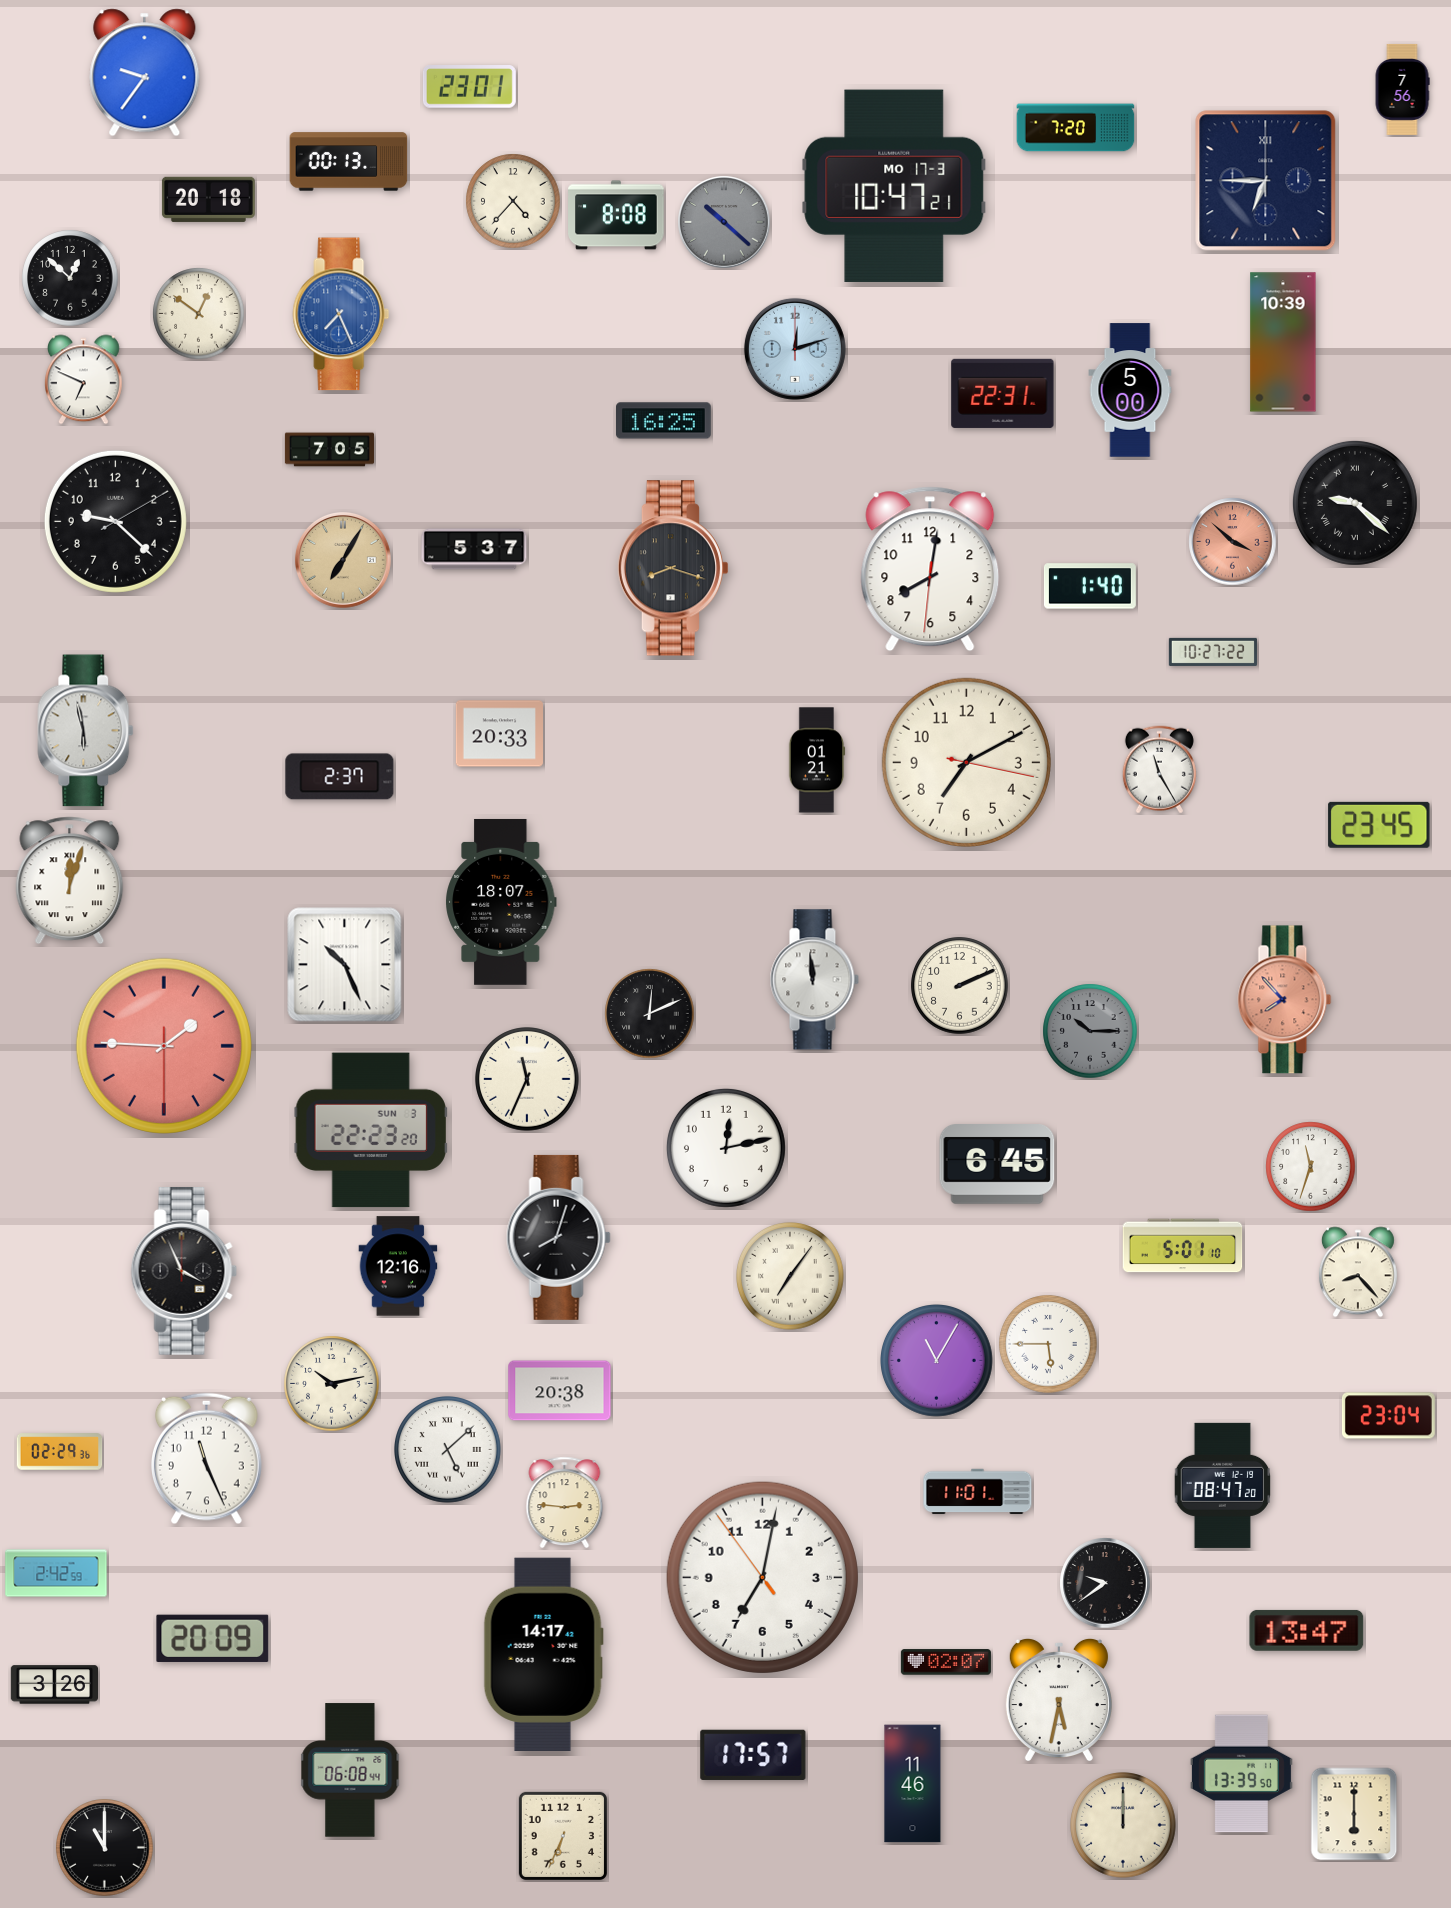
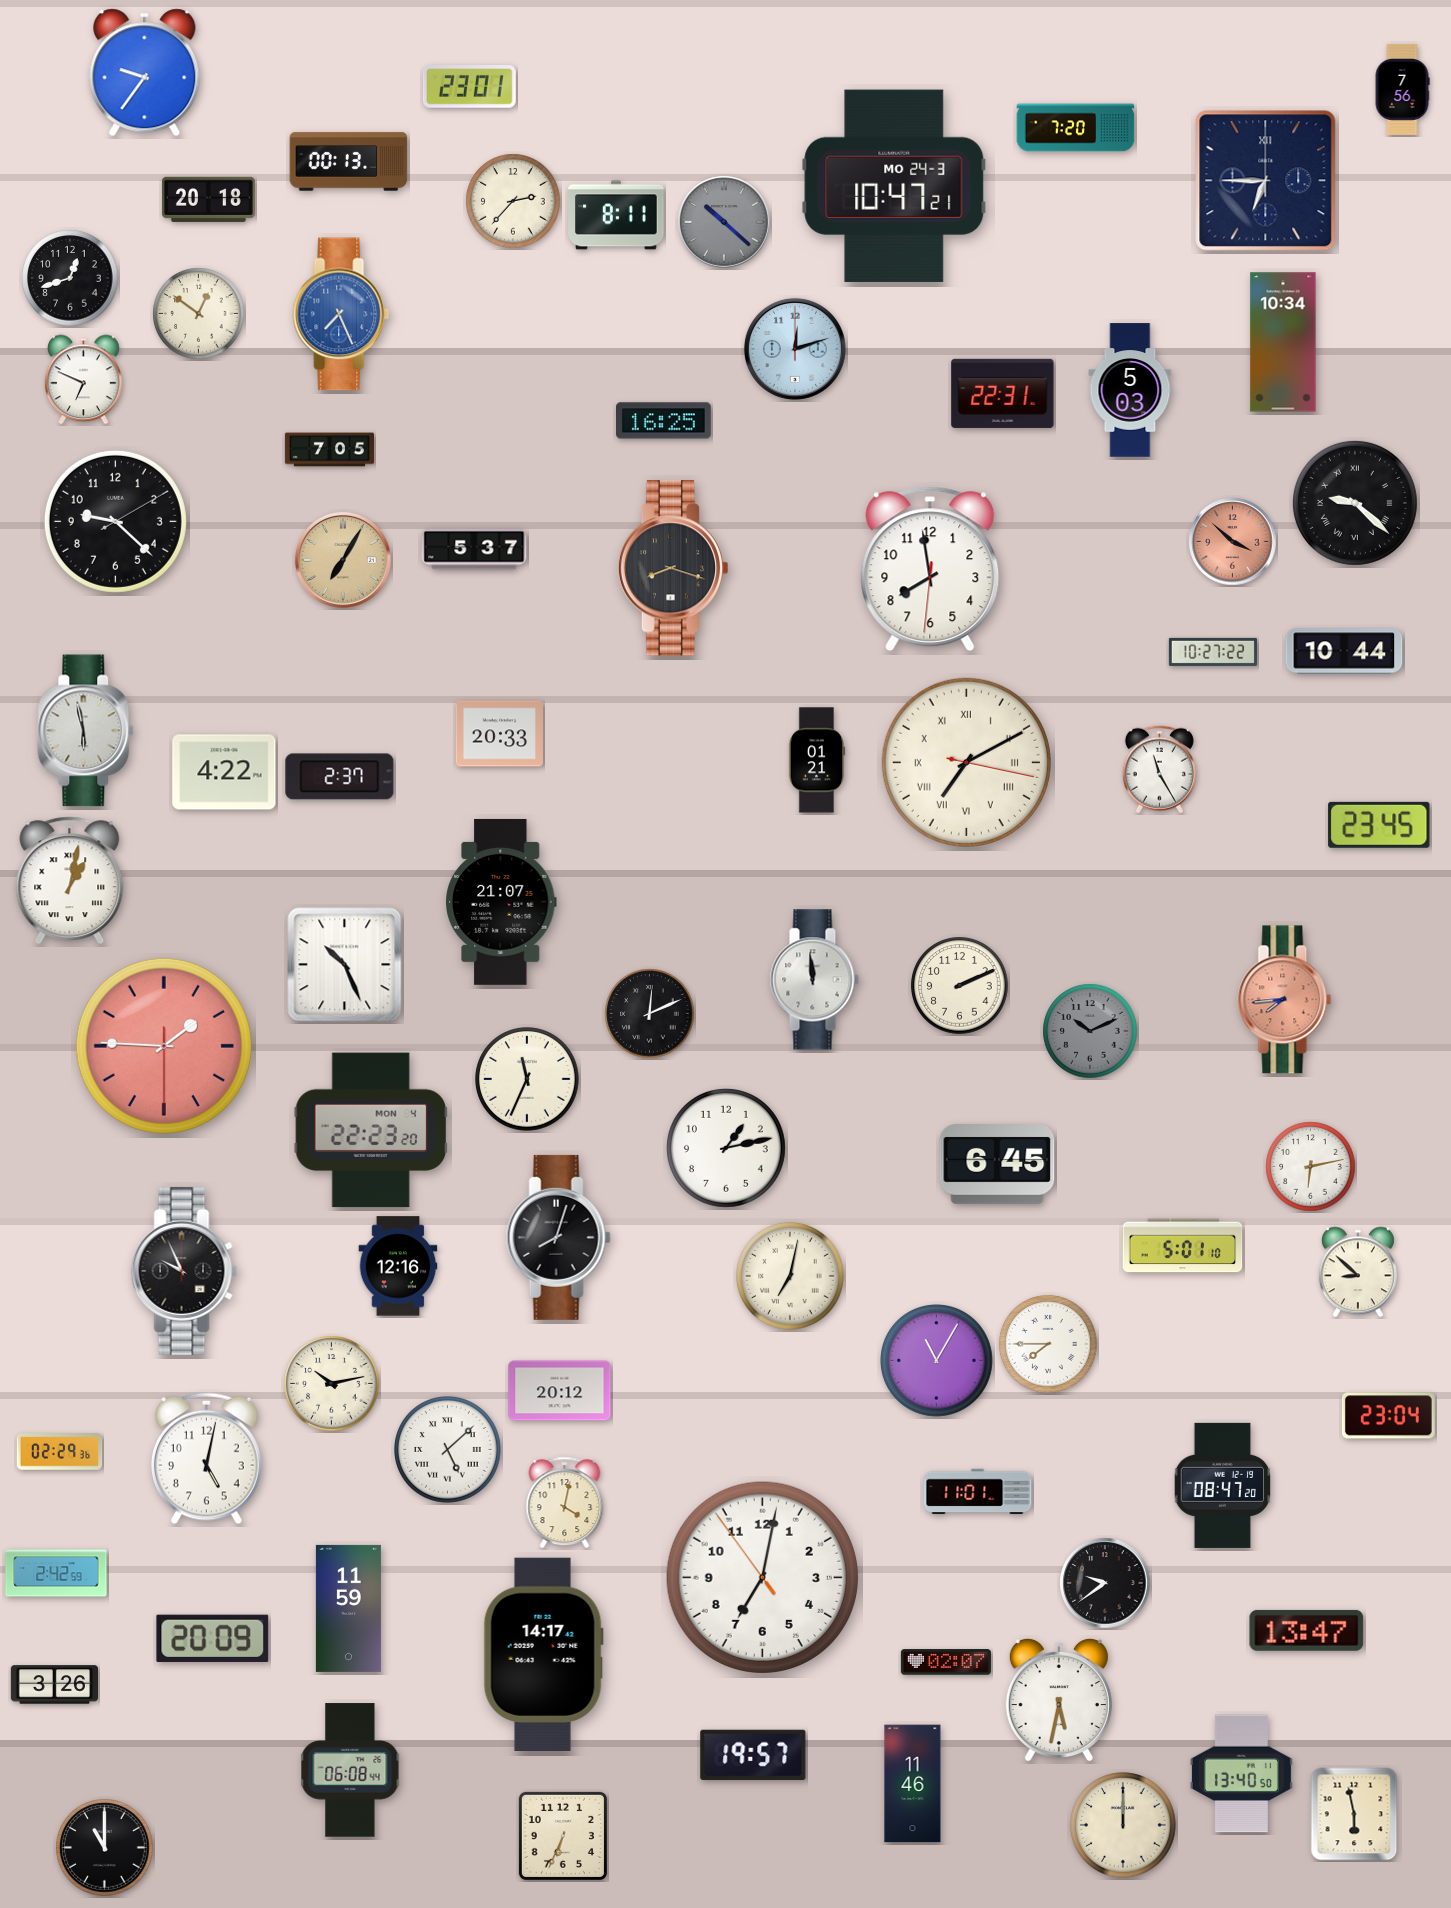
clock at (894, 186) date: MO 17-3 -> MO 24-3
clock at (513, 201): 4:37 -> 2:37
clock at (616, 215): 8:08 -> 8:11
clock at (70, 278): 12:52 -> 12:42
clock at (1283, 342): 10:39 -> 10:34
clock at (1130, 390): 5:00 -> 5:03
clock at (930, 569): 8:01 -> 7:58
clock at (1090, 586): 1:40 -> none
clock at (1344, 651): none -> 10:44
clock at (966, 762) numerals: Arabic -> Roman
clock at (224, 772): none -> 4:22
clock at (70, 881): 12:03 -> 1:02
clock at (502, 902): 18:07 -> 21:07
clock at (1285, 1000): 7:53 -> 7:44
clock at (1090, 1031): 10:15 -> 10:11
clock at (371, 1130) date: SUN 3 -> MON 4
clock at (726, 1148): 12:13 -> 1:13
clock at (1311, 1167): 11:33 -> 6:13
clock at (184, 1271): 3:56 -> 9:56
clock at (1358, 1272): 8:23 -> 8:52
clock at (791, 1277): 7:06 -> 7:02
clock at (1048, 1344): 5:45 -> 7:45
clock at (560, 1391): 20:38 -> 20:12
clock at (207, 1459): 11:26 -> 5:02
clock at (565, 1503): 2:46 -> 4:02
clock at (348, 1608): none -> 11:59
clock at (753, 1755): 17:57 -> 19:57
clock at (1241, 1774): 13:39 -> 13:40
clock at (1354, 1814): 6:00 -> 5:58
